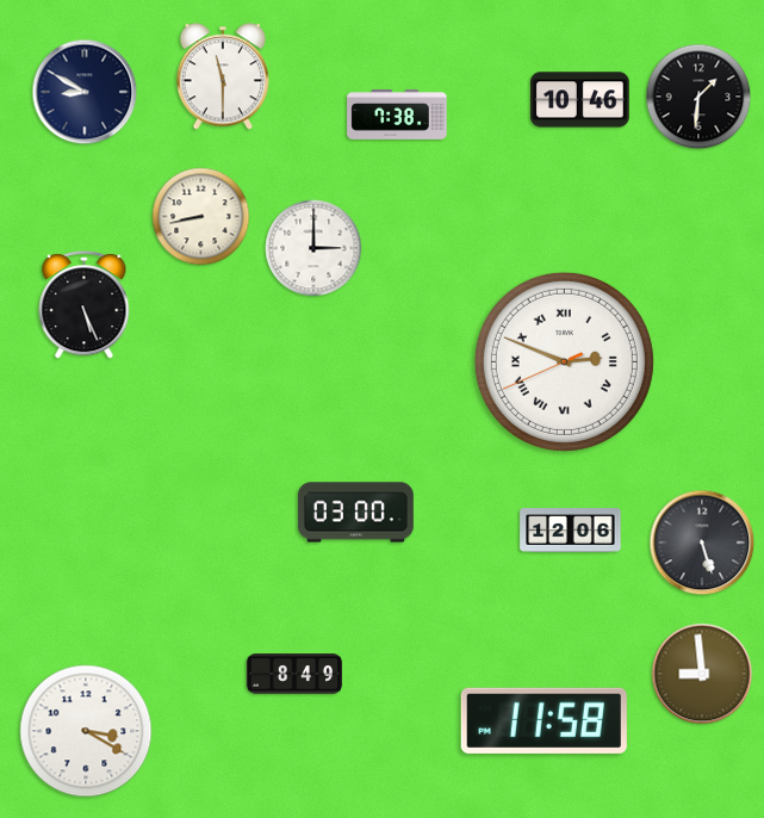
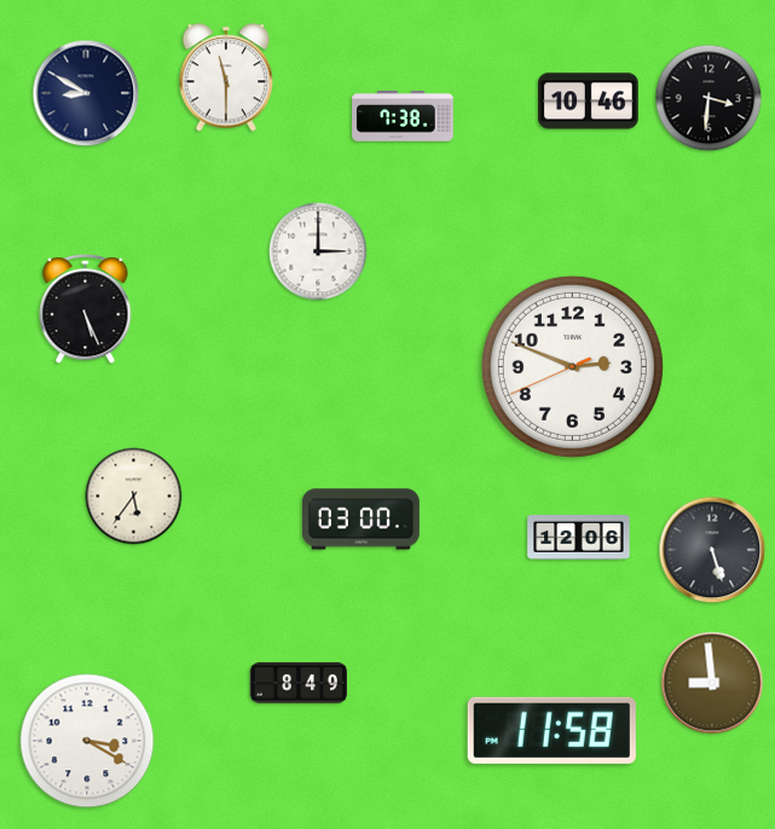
clock at (698, 97): 1:31 -> 3:31
clock at (201, 217): 8:43 -> none
clock at (564, 361) numerals: Roman -> Arabic
clock at (134, 497): none -> 5:36
